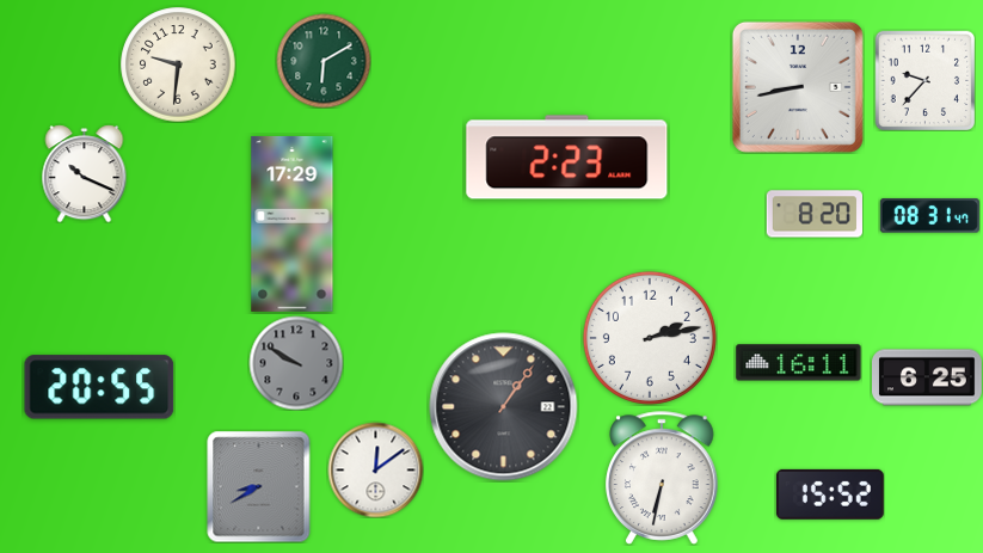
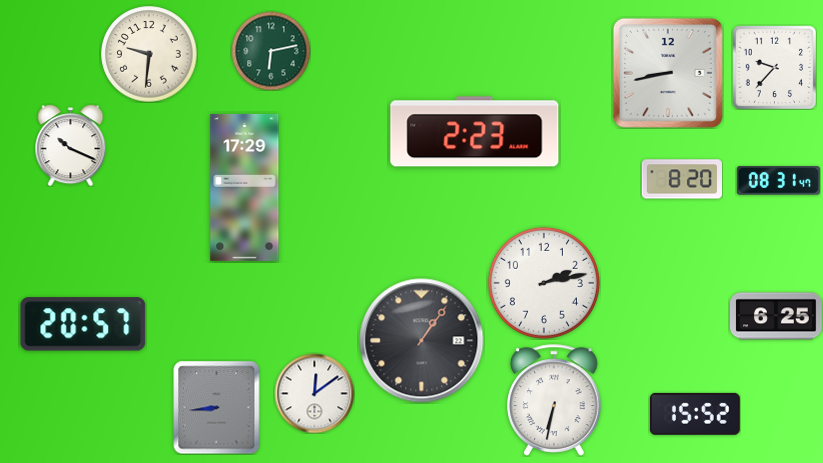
clock at (324, 61): 6:10 -> 6:13
clock at (296, 363): 9:50 -> none
clock at (799, 363): 16:11 -> none
clock at (99, 387): 20:55 -> 20:57
clock at (259, 486): 8:40 -> 8:44
